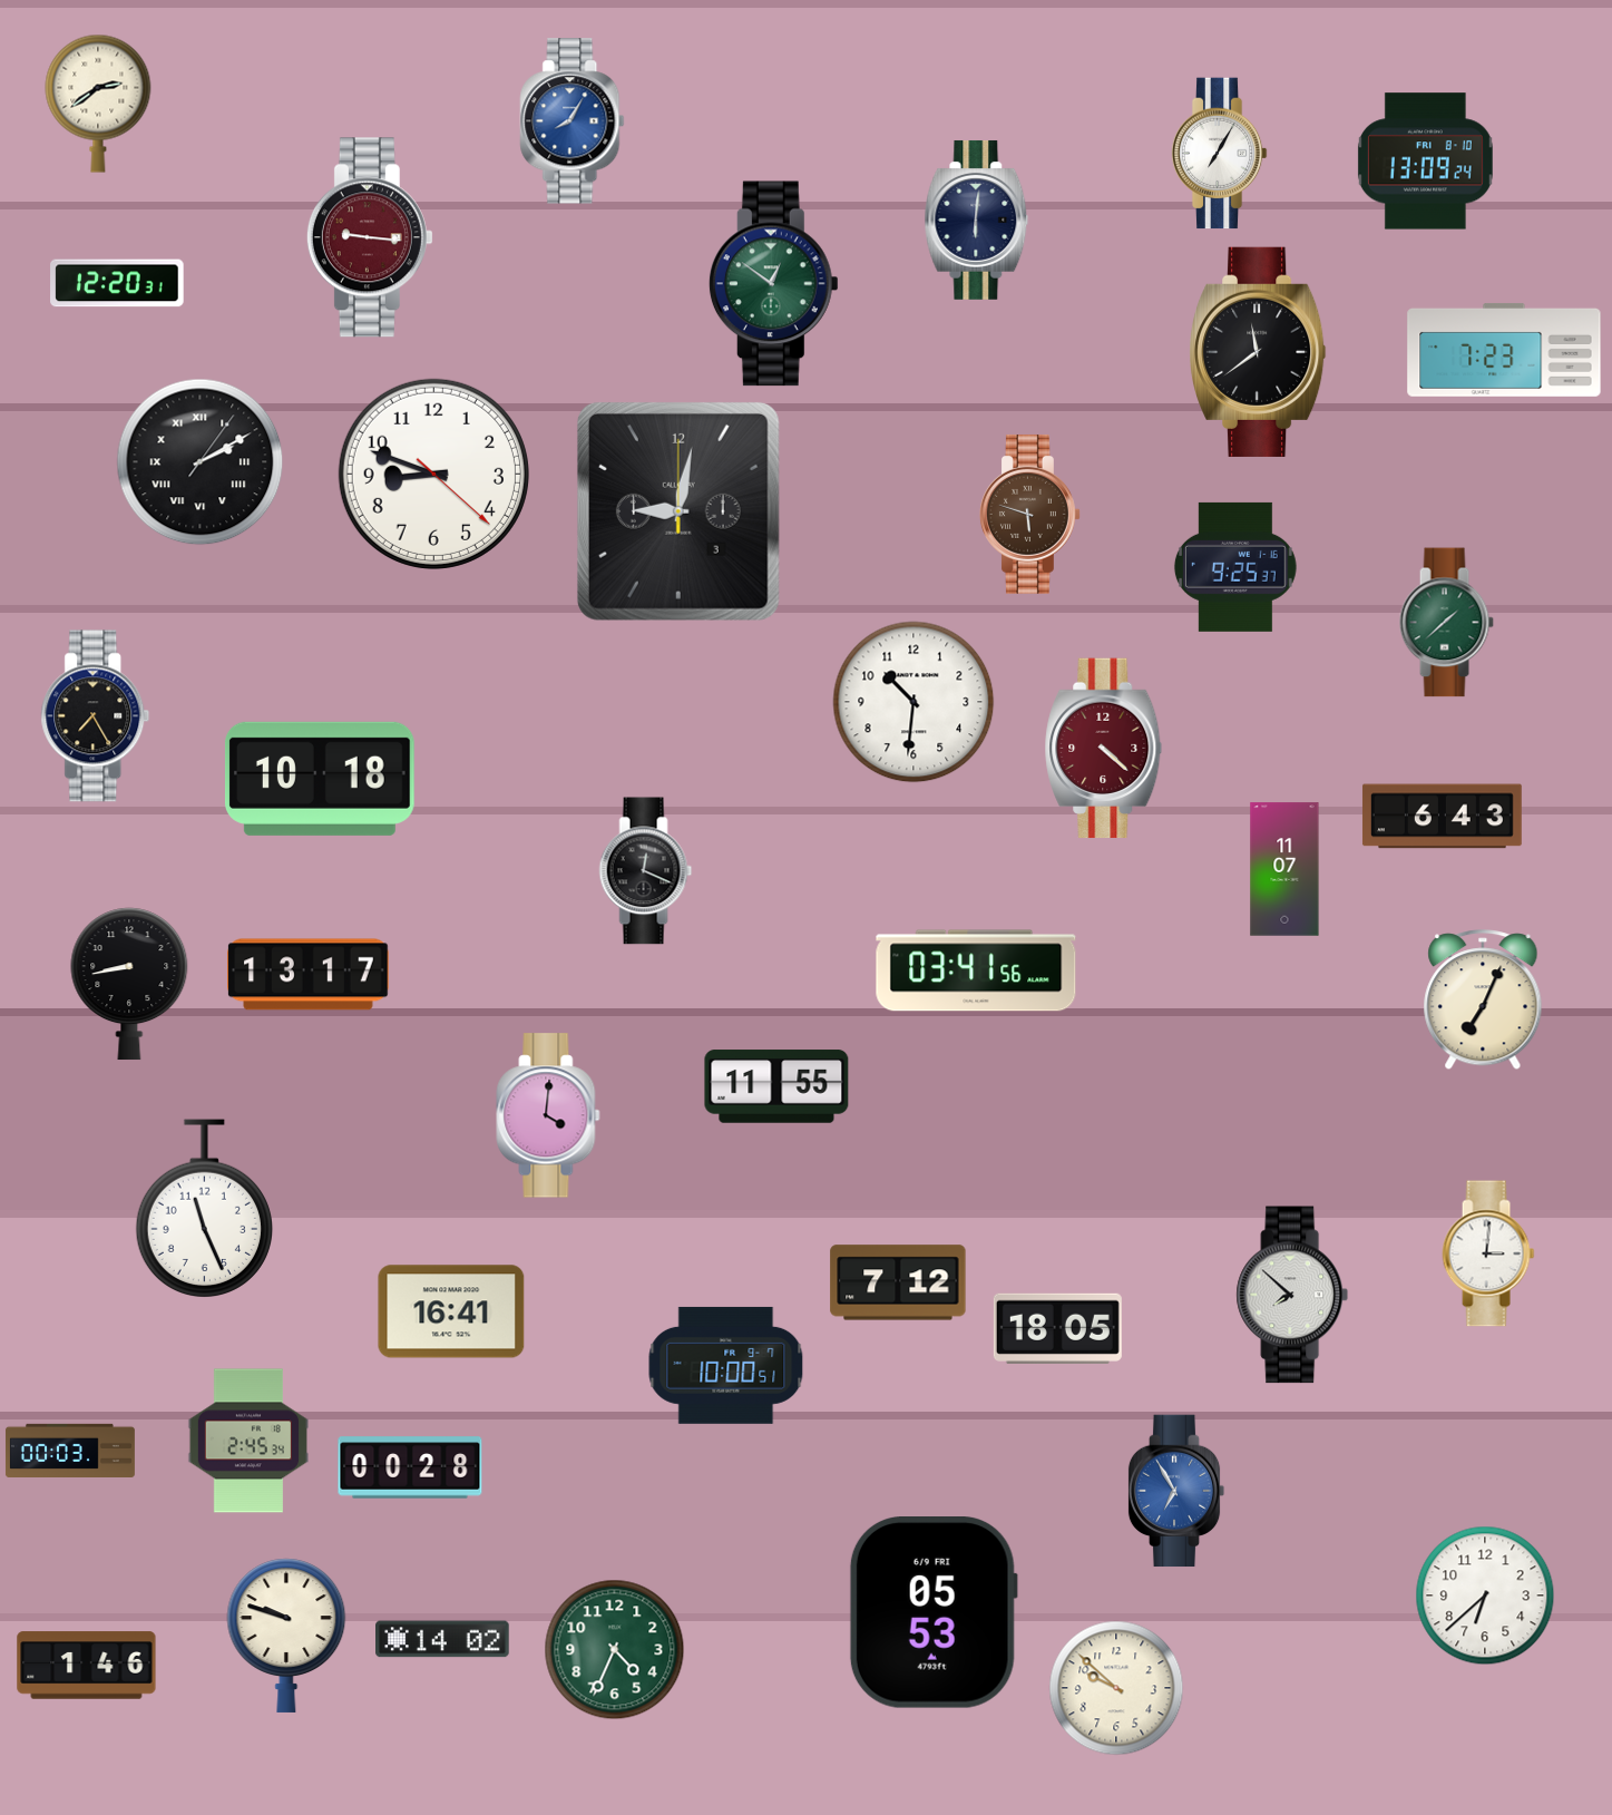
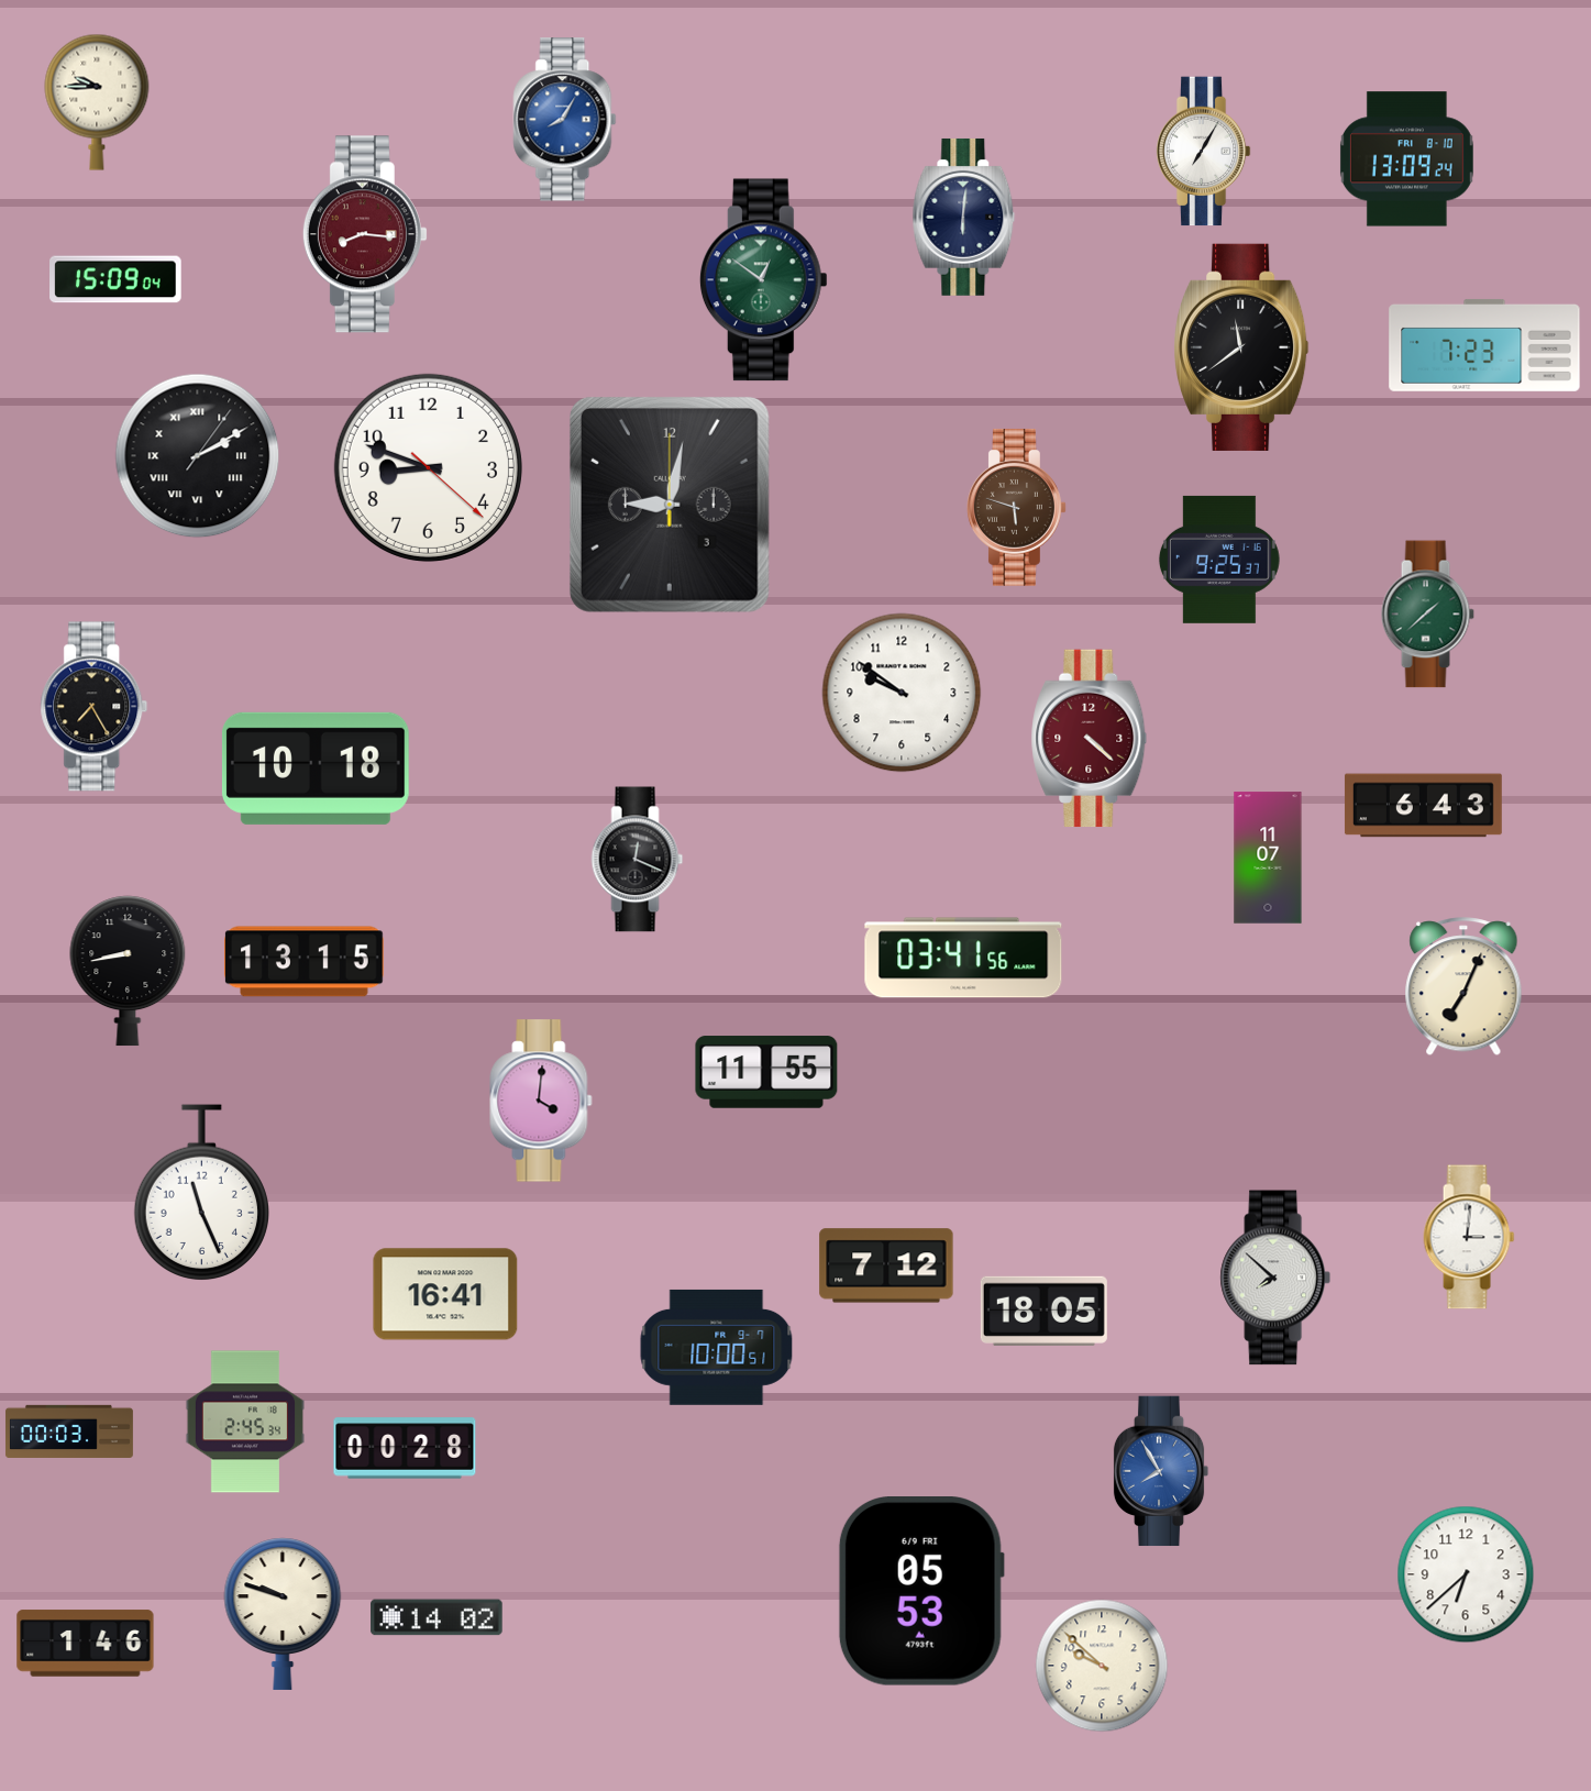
clock at (98, 104): 2:39 -> 9:45
clock at (370, 237): 9:16 -> 8:16
clock at (117, 283): 12:20 -> 15:09
clock at (914, 702): 10:31 -> 9:51
clock at (309, 975): 13:17 -> 13:15
clock at (1176, 1491): 6:55 -> 7:55
clock at (615, 1650): 4:34 -> none
